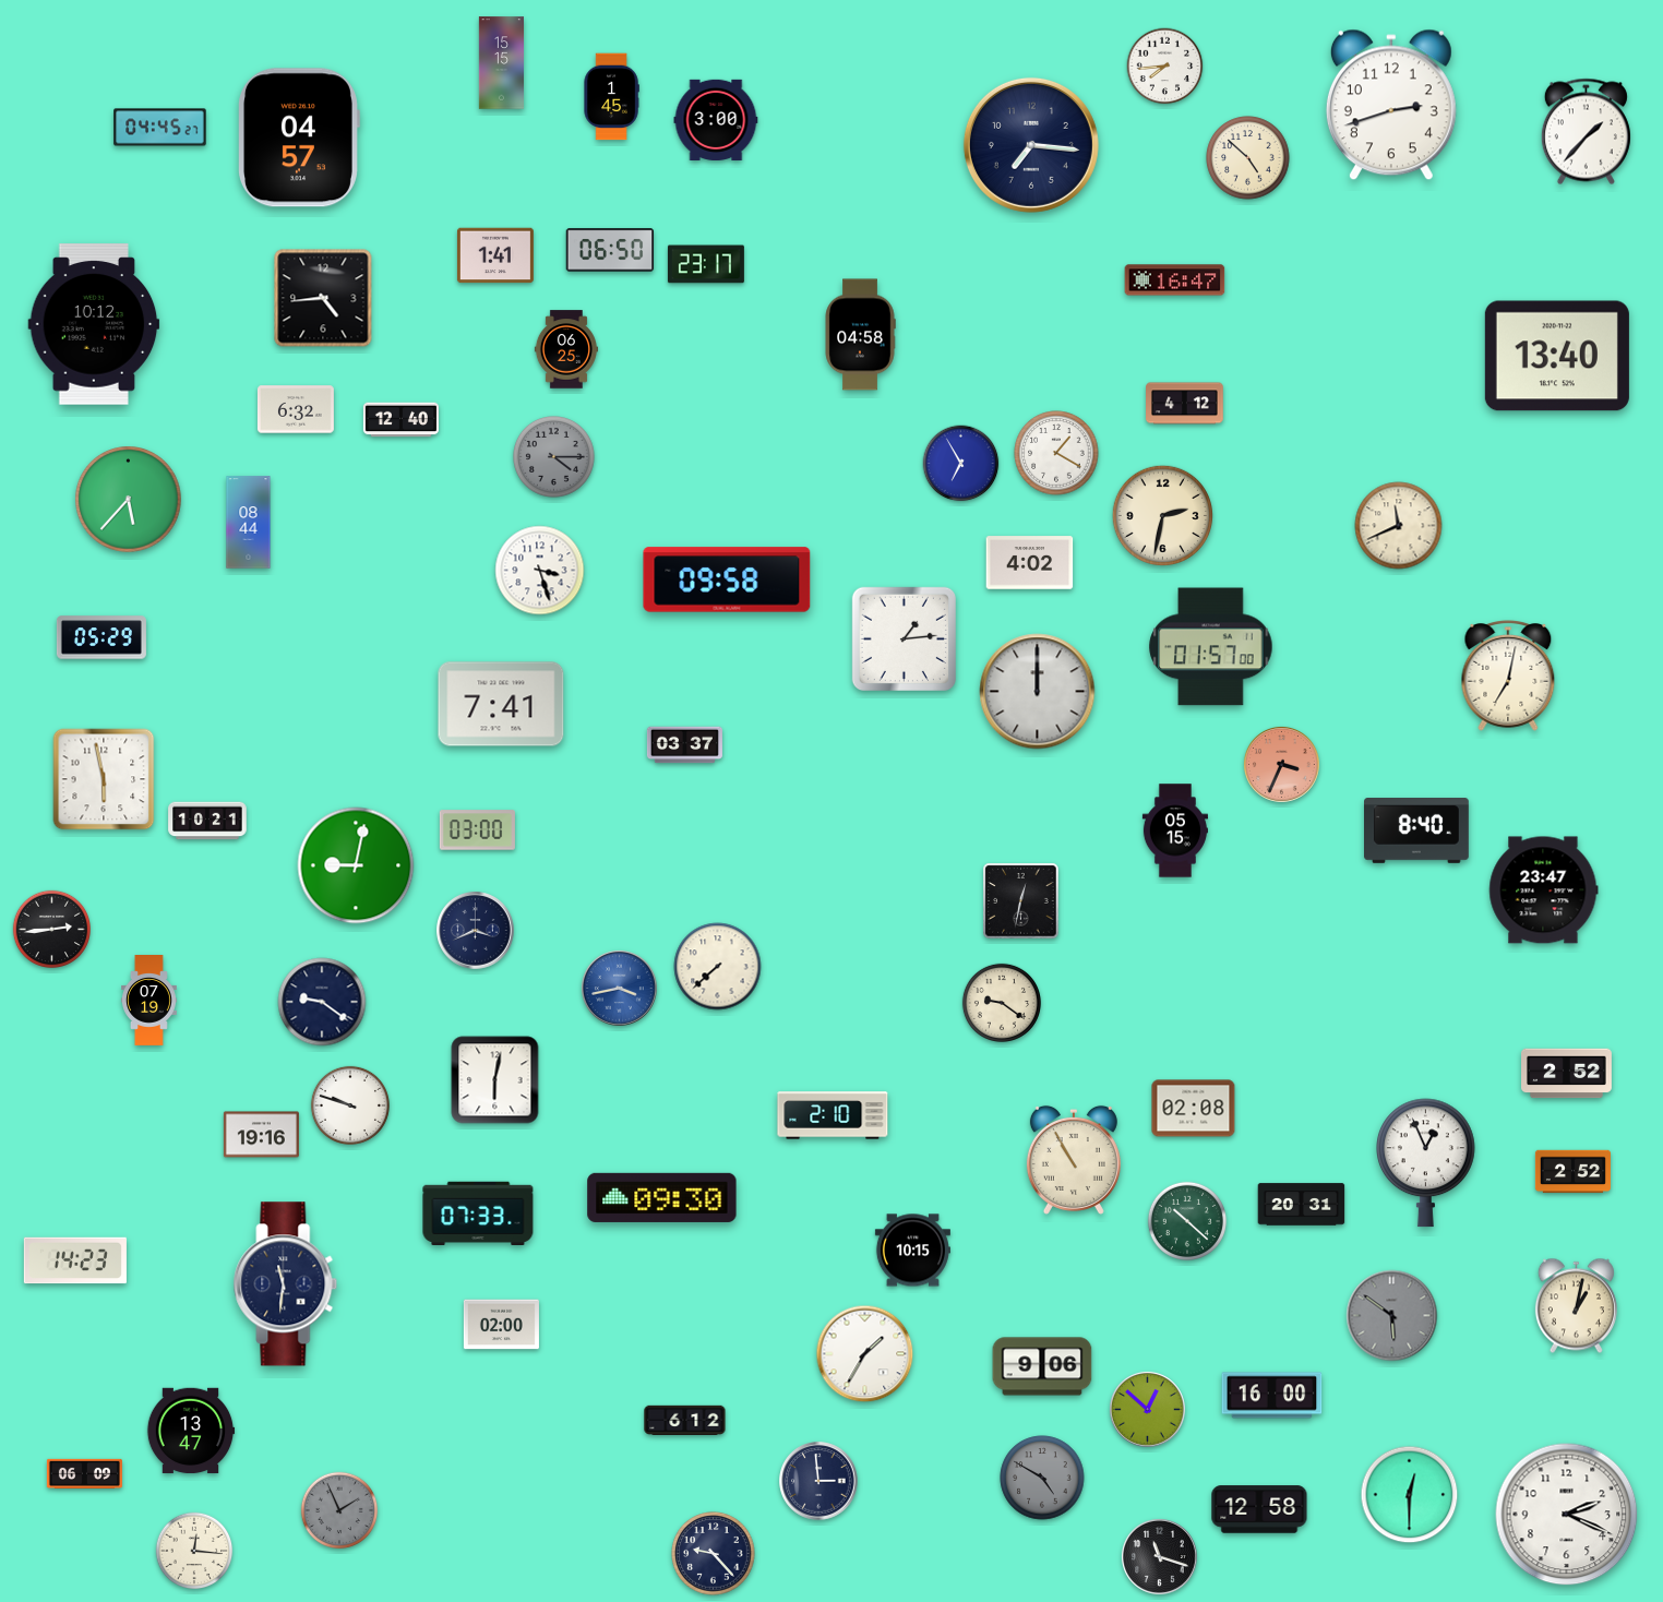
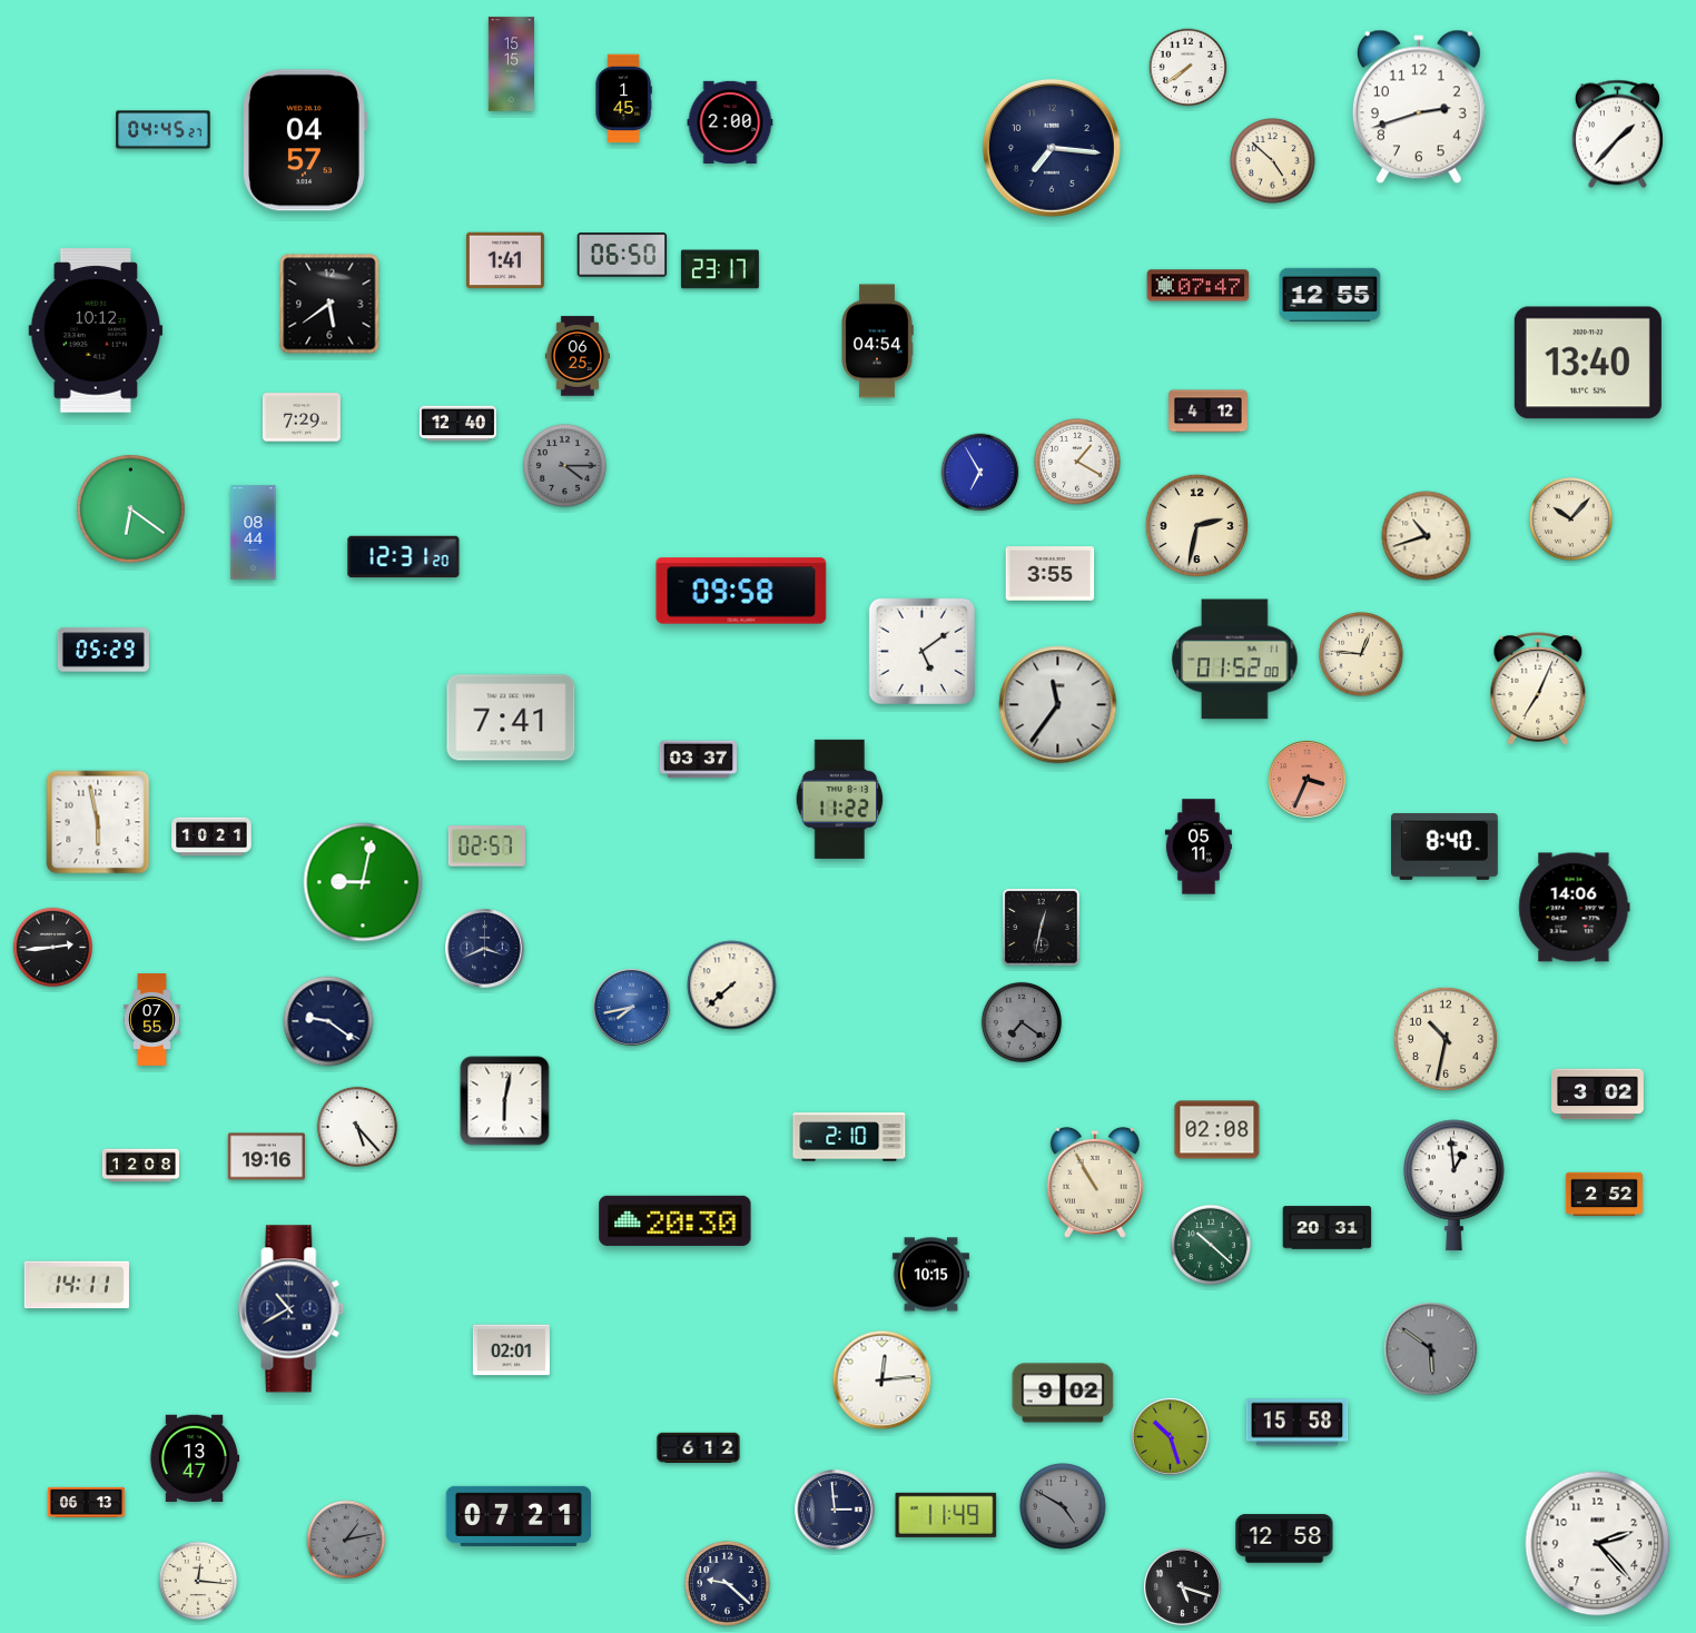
clock at (1165, 67): 7:44 -> 7:39
clock at (716, 119): 3:00 -> 2:00
clock at (1175, 280): 16:47 -> 07:47
clock at (1330, 294): none -> 12:55
clock at (323, 298): 4:44 -> 5:39
clock at (860, 335): 04:58 -> 04:54
clock at (296, 409): 6:32 -> 7:29
clock at (400, 420) position: (400, 420) -> (457, 424)
clock at (129, 500): 5:37 -> 6:21
clock at (1571, 519): none -> 10:07
clock at (1162, 515) position: (1162, 515) -> (1196, 525)
clock at (1399, 526): 11:41 -> 10:42
clock at (404, 557): none -> 12:31
clock at (1030, 563): 4:02 -> 3:55
clock at (540, 571): 3:27 -> none
clock at (904, 638): 1:14 -> 5:09
clock at (1361, 654): none -> 12:46
clock at (1211, 647): 01:57 -> 01:52
clock at (1508, 677): 7:02 -> 7:04
clock at (1038, 692): 12:00 -> 11:36
clock at (104, 779) position: (104, 779) -> (98, 822)
clock at (840, 799): none -> 11:22
clock at (477, 830): 03:00 -> 02:57
clock at (1174, 830): 05:15 -> 05:11
clock at (1544, 890): 23:47 -> 14:06
clock at (1021, 901) position: (1021, 901) -> (1042, 928)
clock at (619, 988): 3:43 -> 7:43
clock at (149, 1001): 07:19 -> 07:55
clock at (1002, 1003): 9:21 -> 7:21
clock at (1002, 1003) dial: cream -> grey
clock at (1446, 1039): none -> 10:32
clock at (1567, 1074): 2:52 -> 3:02
clock at (350, 1105): 9:48 -> 5:23
clock at (140, 1166): none -> 12:08
clock at (1426, 1163): 12:56 -> 12:59
clock at (662, 1197): 09:30 -> 20:30
clock at (478, 1214): 07:33 -> none
clock at (75, 1260): 14:23 -> 14:11
clock at (286, 1284): 11:31 -> 10:40
clock at (1576, 1306): 1:02 -> none
clock at (1392, 1316) position: (1392, 1316) -> (1431, 1349)
clock at (501, 1325): 02:00 -> 02:01
clock at (865, 1354): 1:35 -> 12:14
clock at (1042, 1366): 9:06 -> 9:02
clock at (1272, 1396): 16:00 -> 15:58
clock at (1147, 1409): 12:52 -> 10:27
clock at (84, 1473): 06:09 -> 06:13
clock at (946, 1515): none -> 11:49
clock at (519, 1516): none -> 07:21
clock at (1410, 1495): 12:30 -> none
clock at (339, 1510): 1:56 -> 1:13
clock at (1567, 1515): 2:19 -> 2:23
clock at (714, 1554): 9:23 -> 9:22
clock at (1159, 1556): 11:18 -> 5:18
